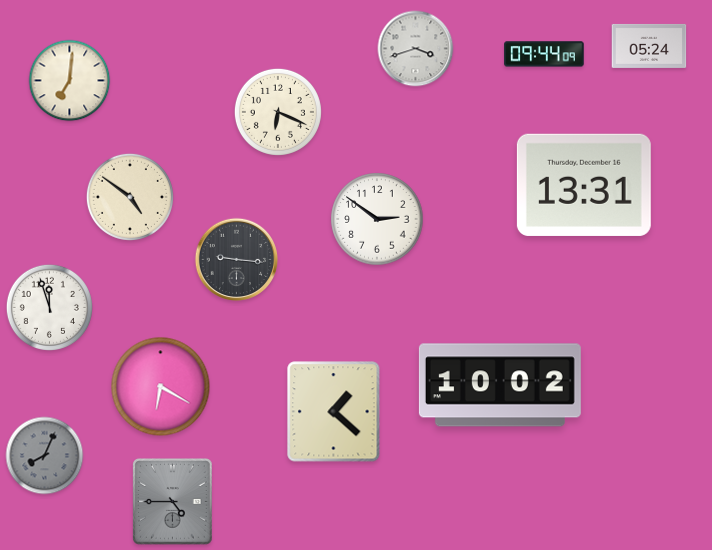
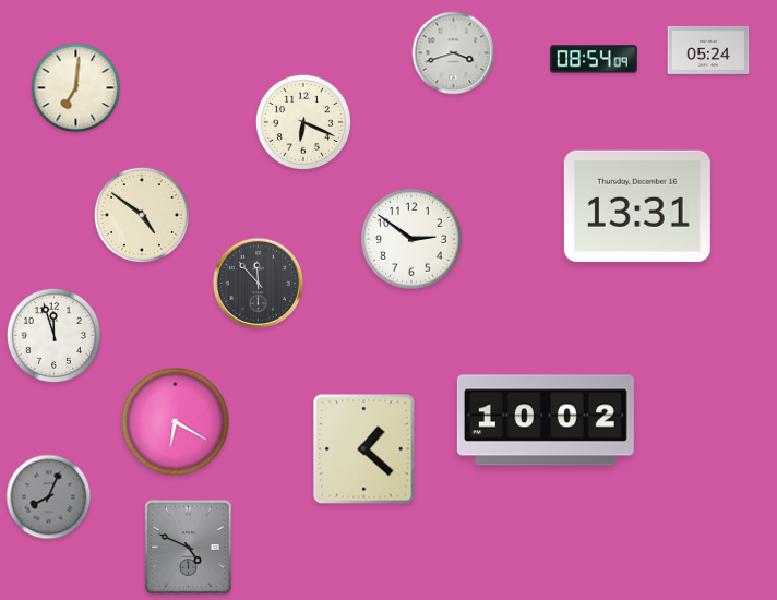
clock at (544, 54): 09:44 -> 08:54
clock at (584, 185) position: (584, 185) -> (637, 206)
clock at (237, 260): 9:16 -> 11:53
clock at (173, 502): 4:45 -> 4:49
